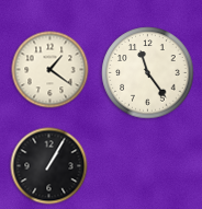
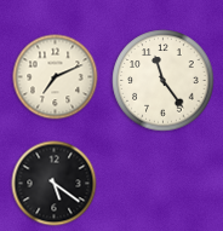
clock at (50, 70): 1:21 -> 7:11
clock at (49, 166): 1:05 -> 5:21
